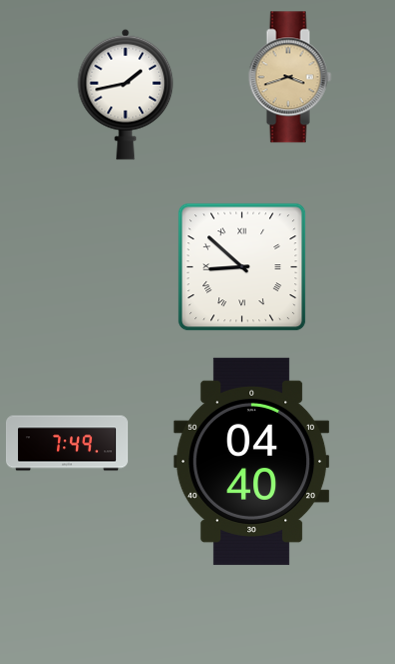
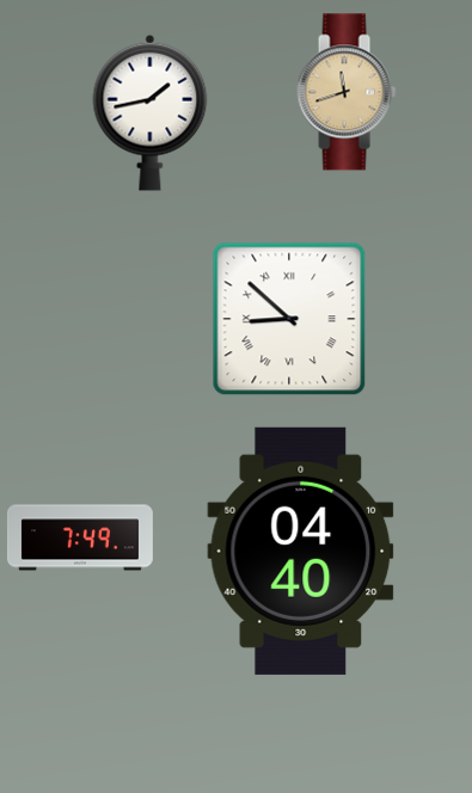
clock at (290, 77): 3:42 -> 11:42
clock at (67, 443) position: (67, 443) -> (80, 537)
